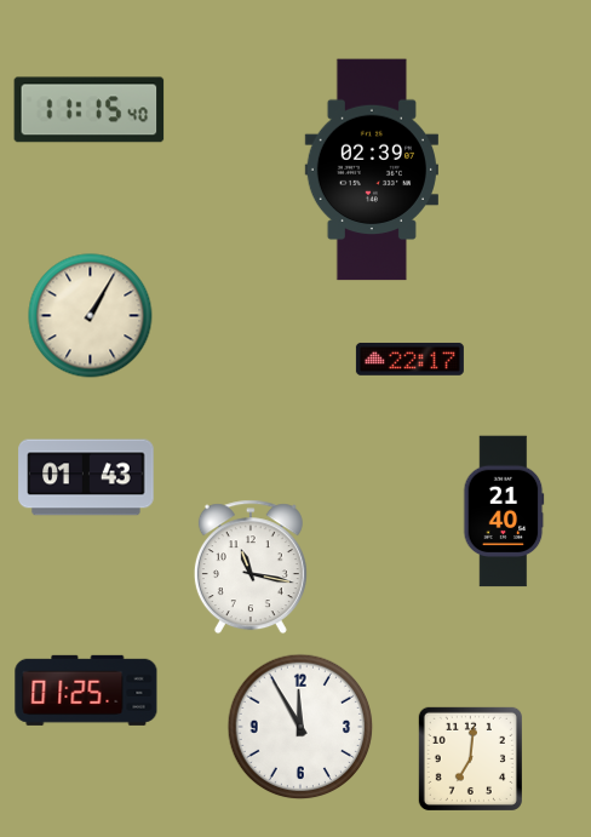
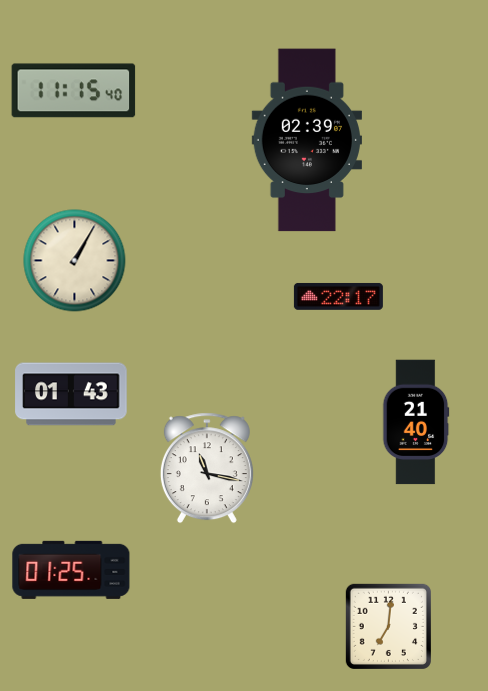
clock at (300, 727): 11:55 -> none
